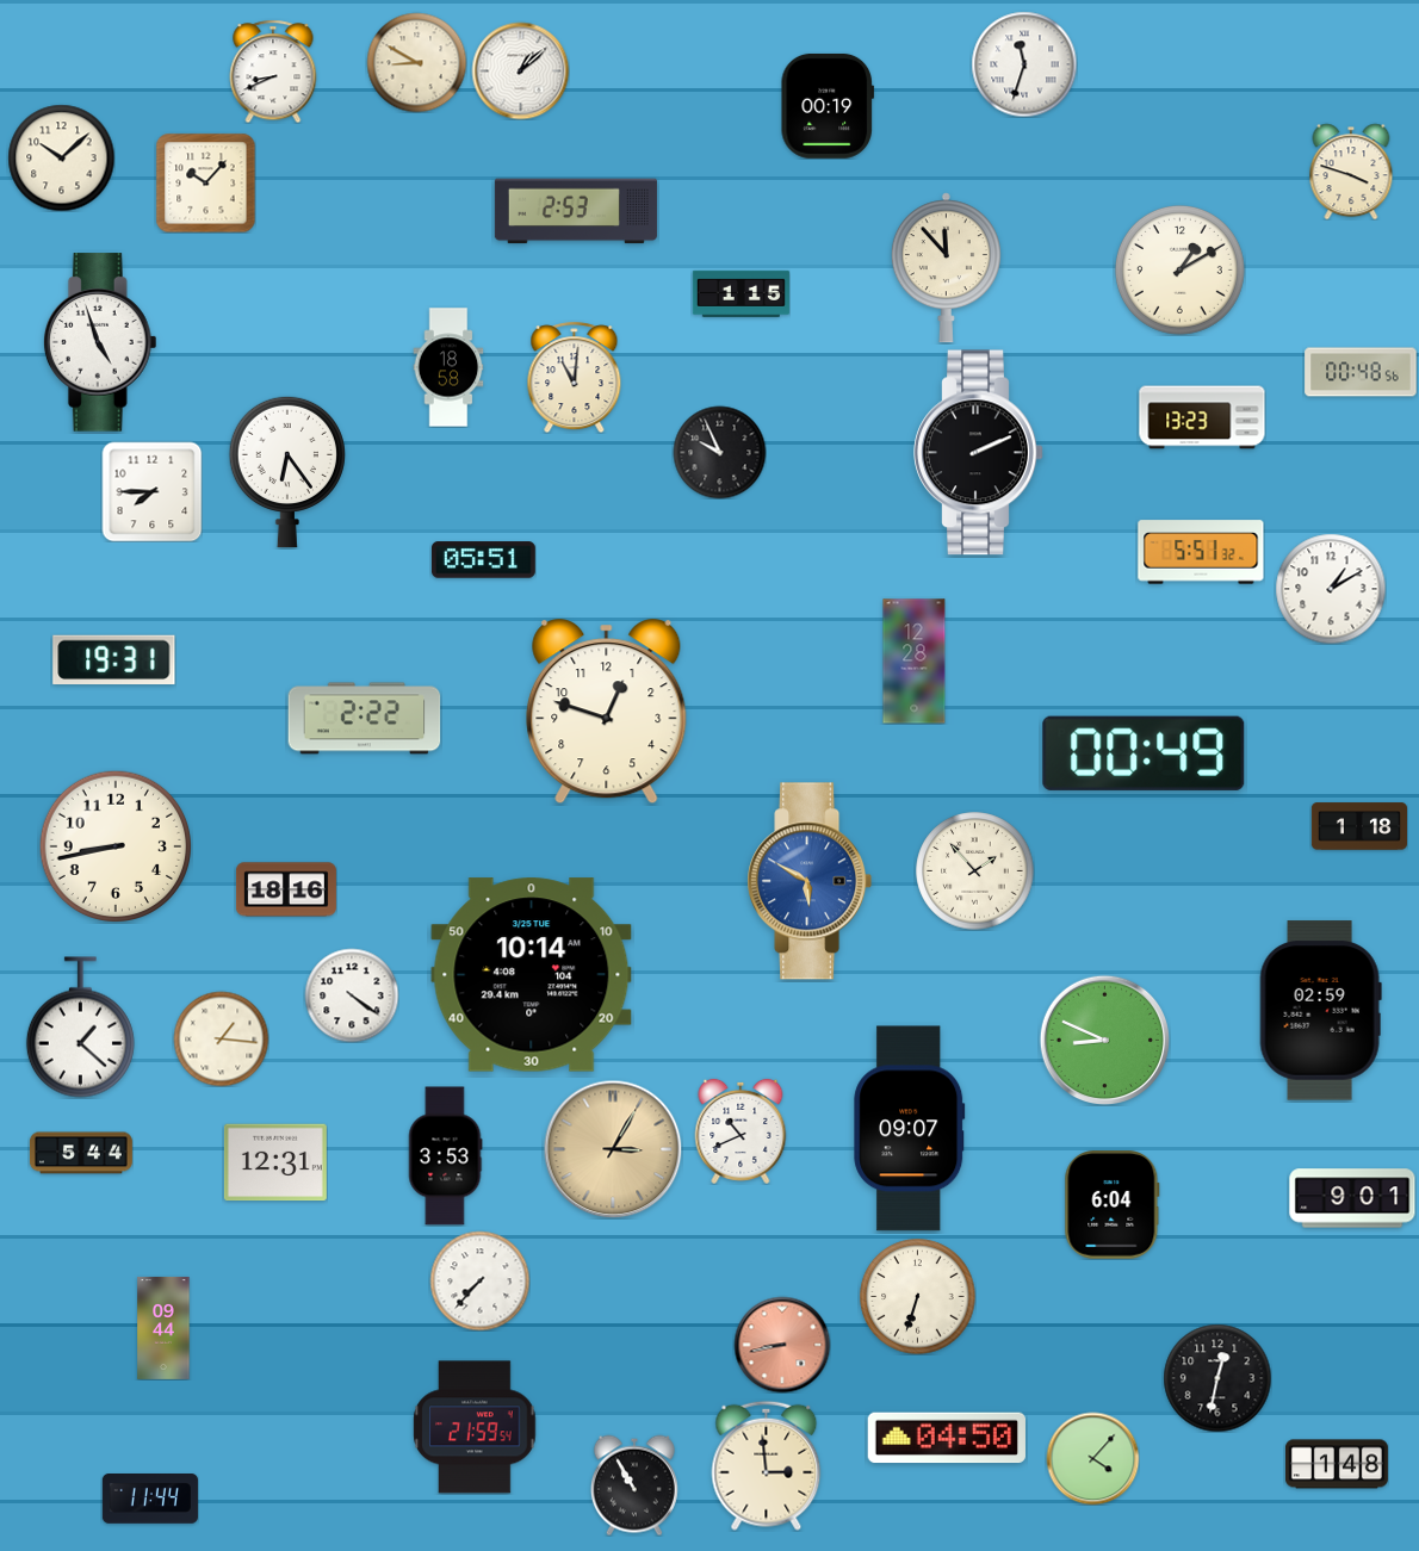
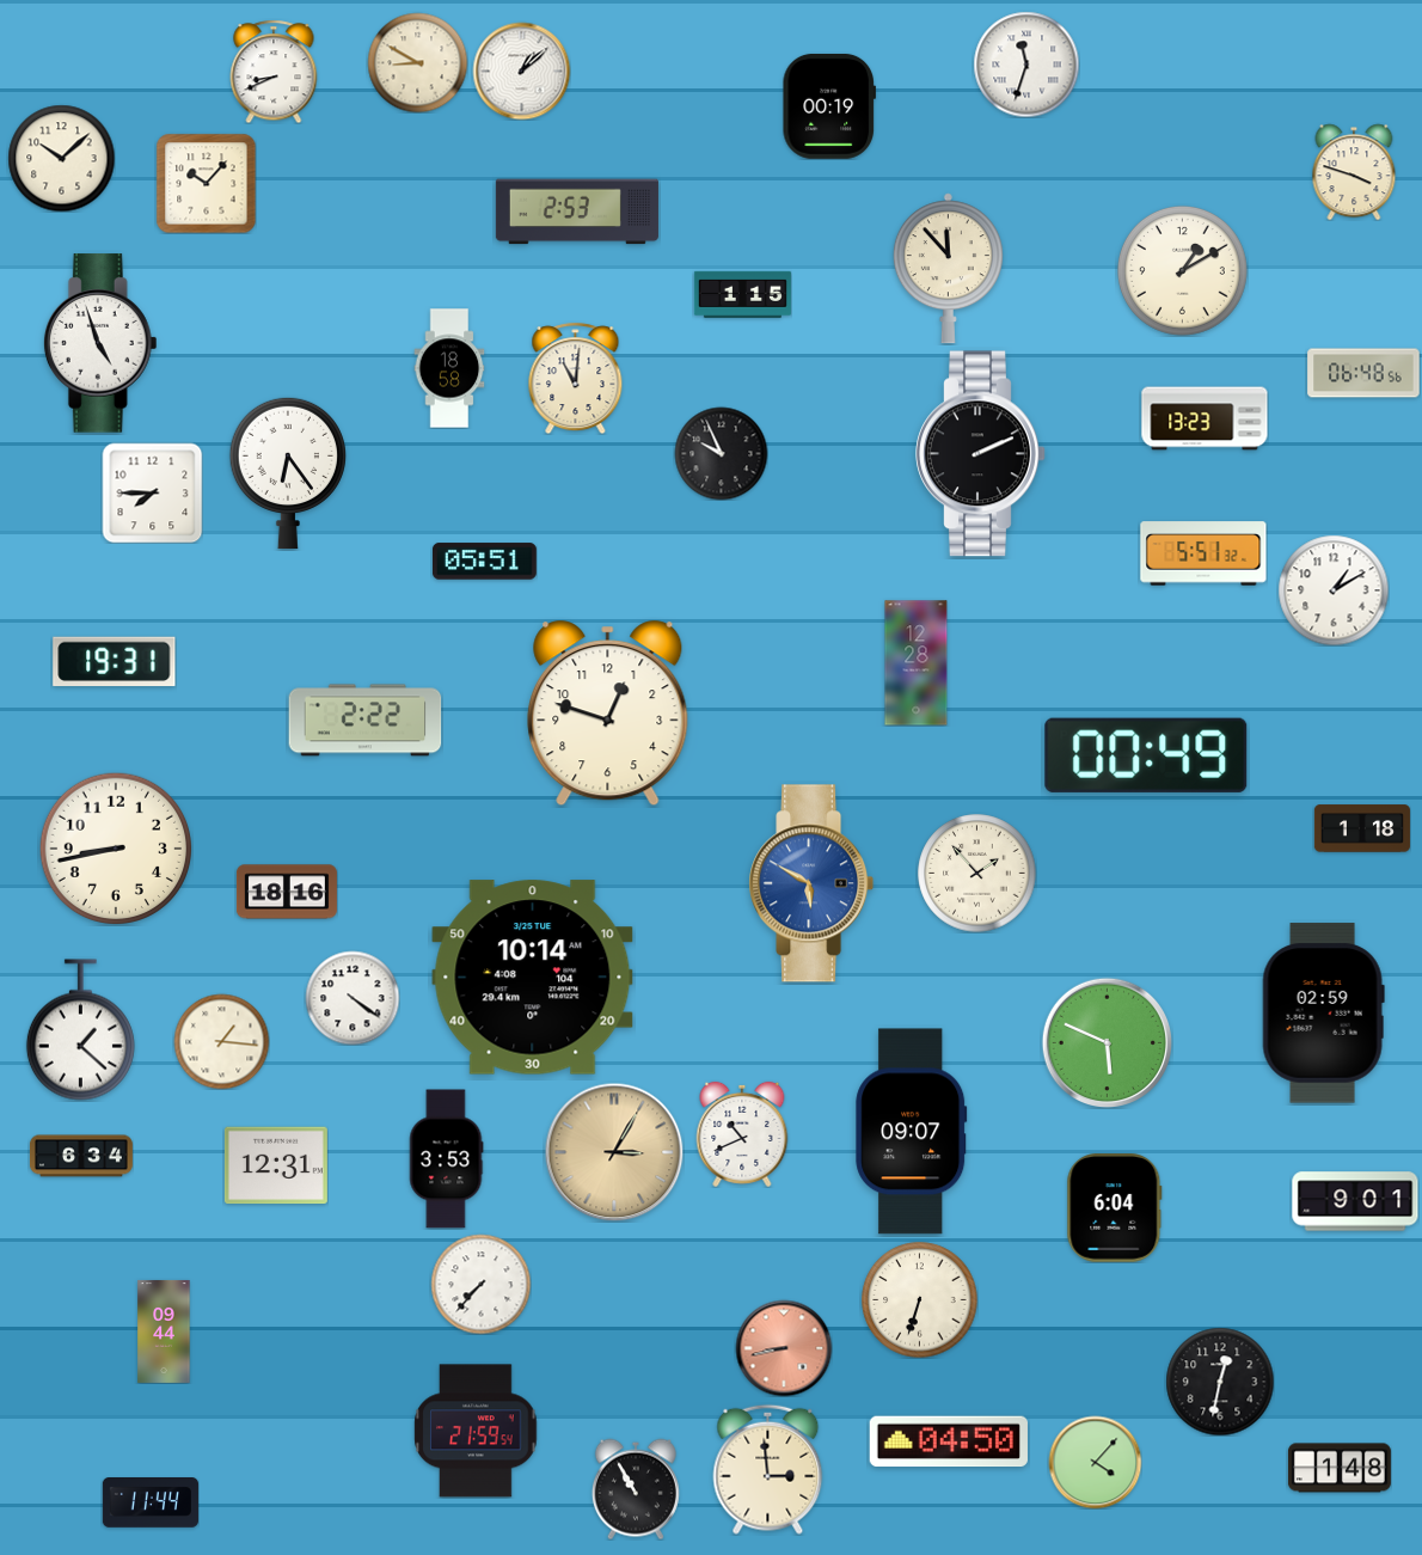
clock at (1361, 372): 00:48 -> 06:48
clock at (1104, 1040): 8:49 -> 5:49
clock at (81, 1153): 5:44 -> 6:34
